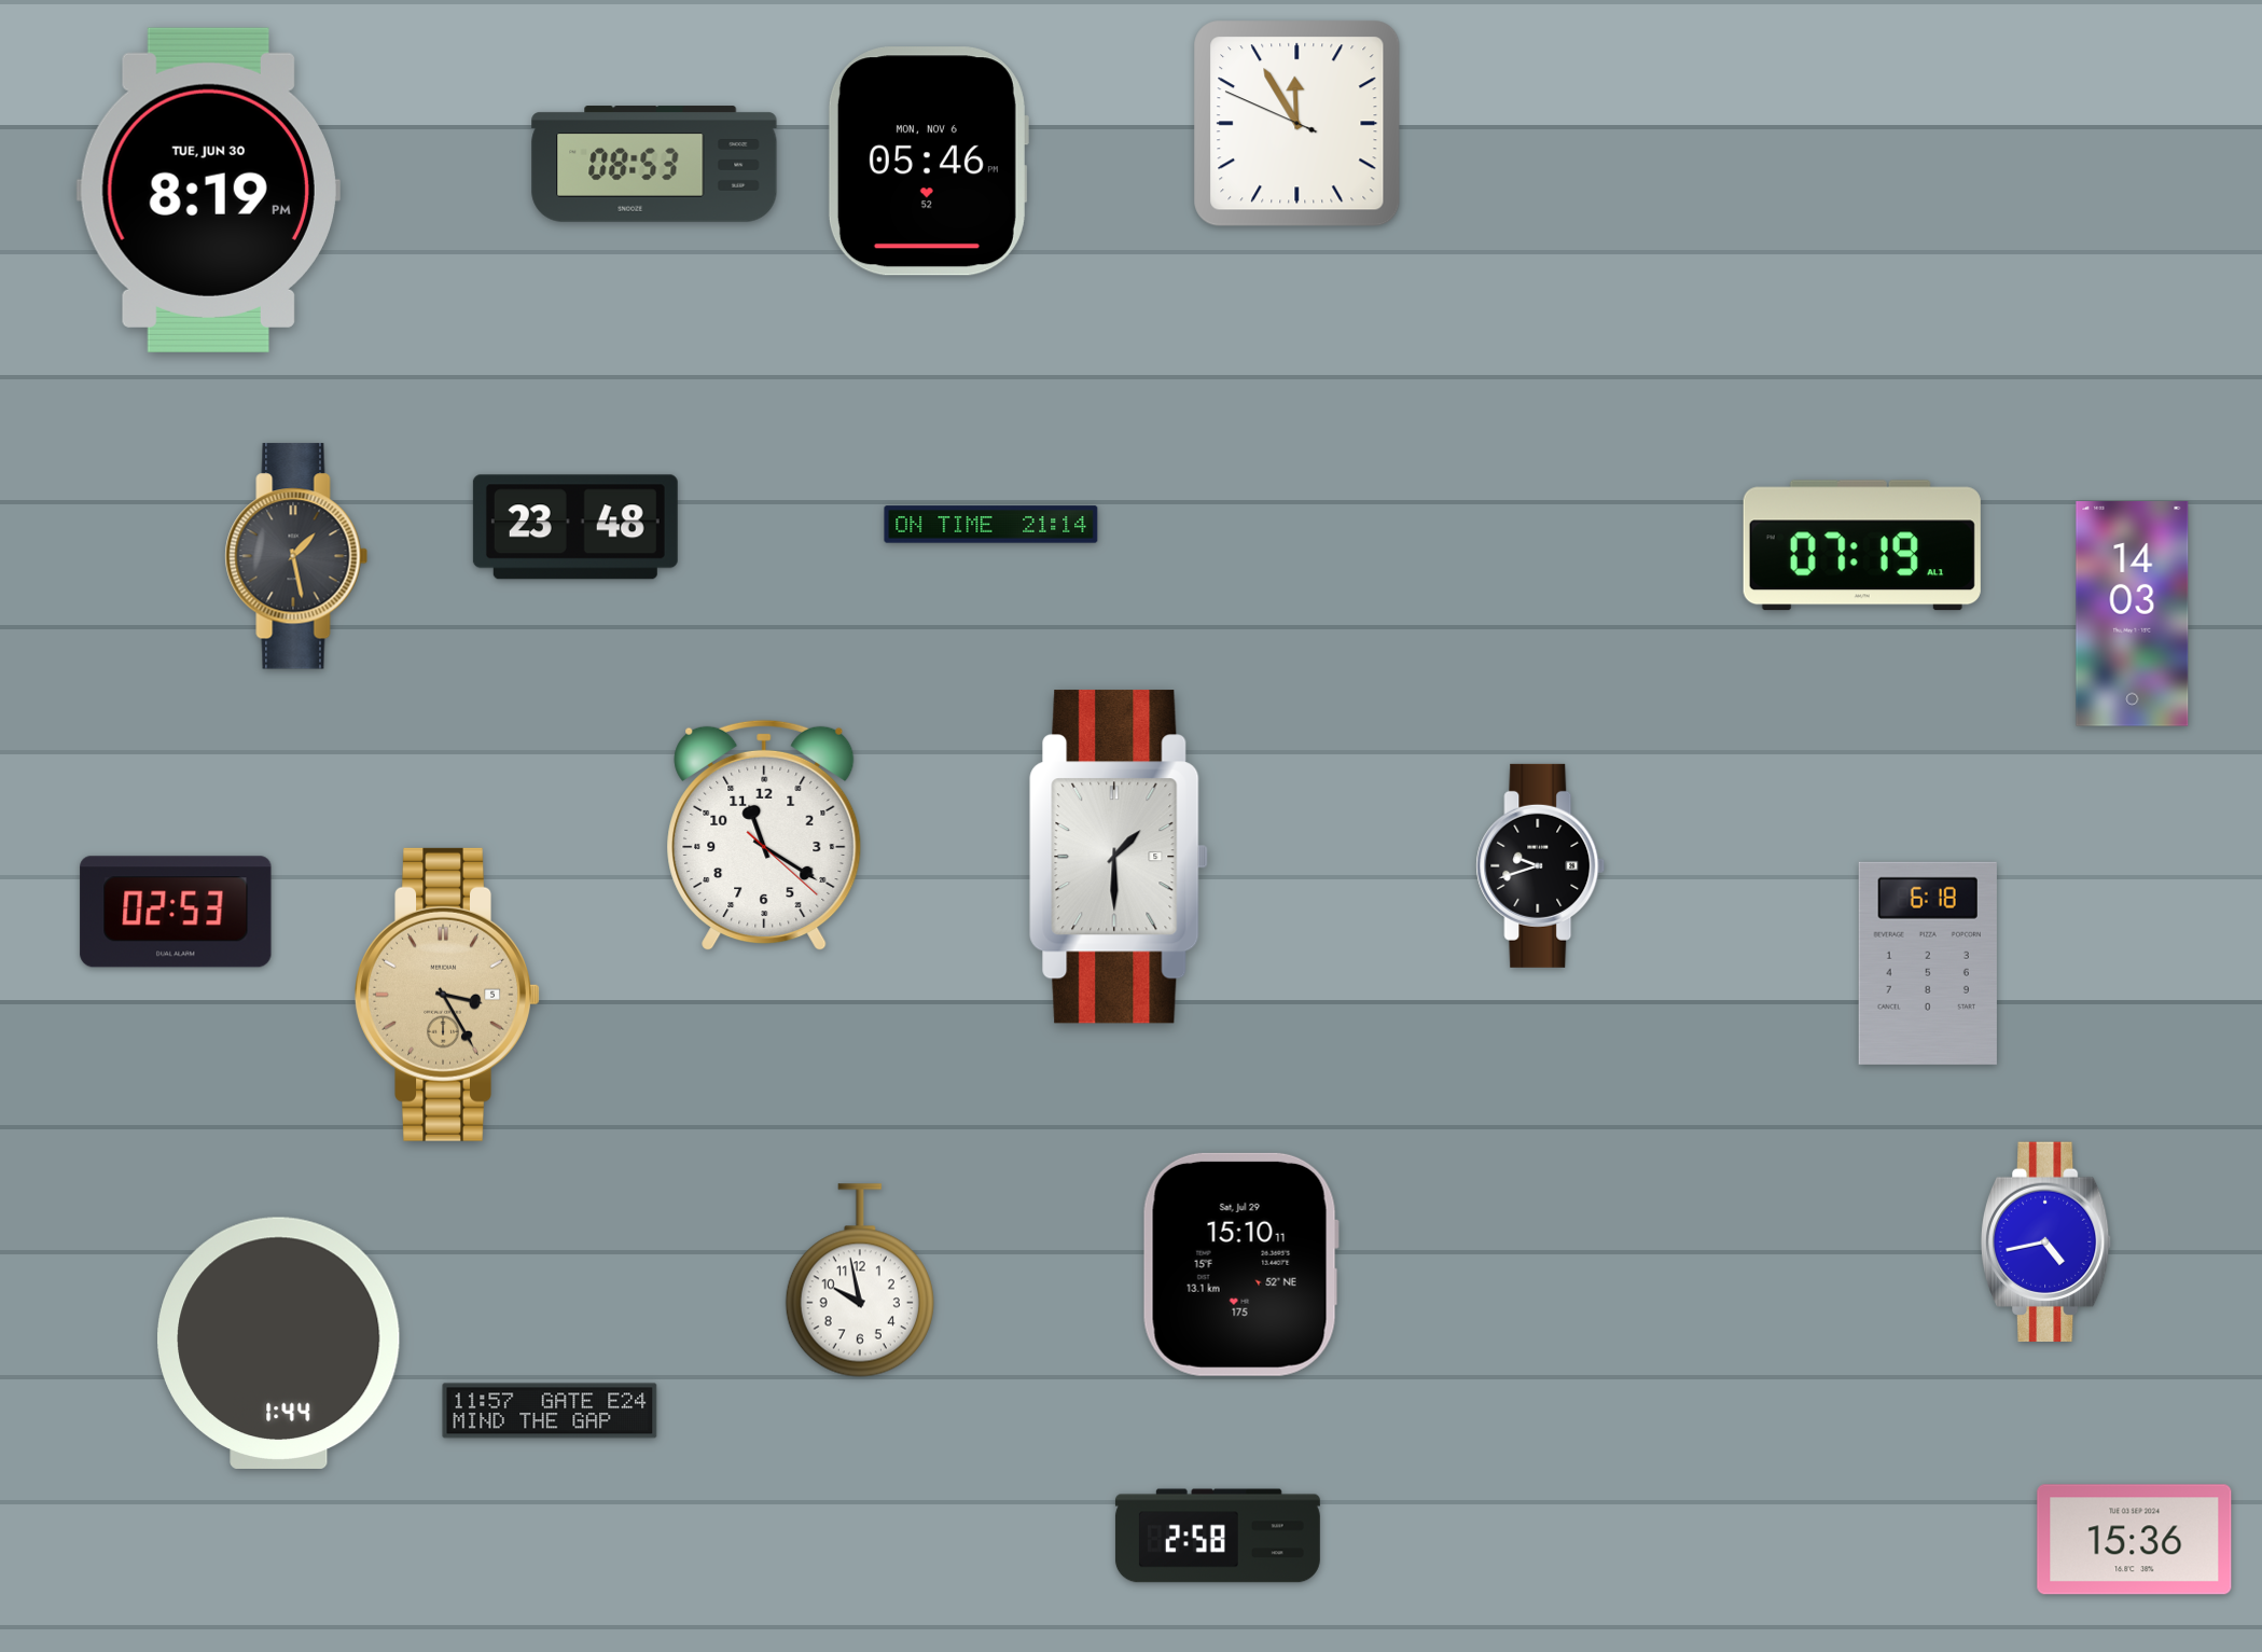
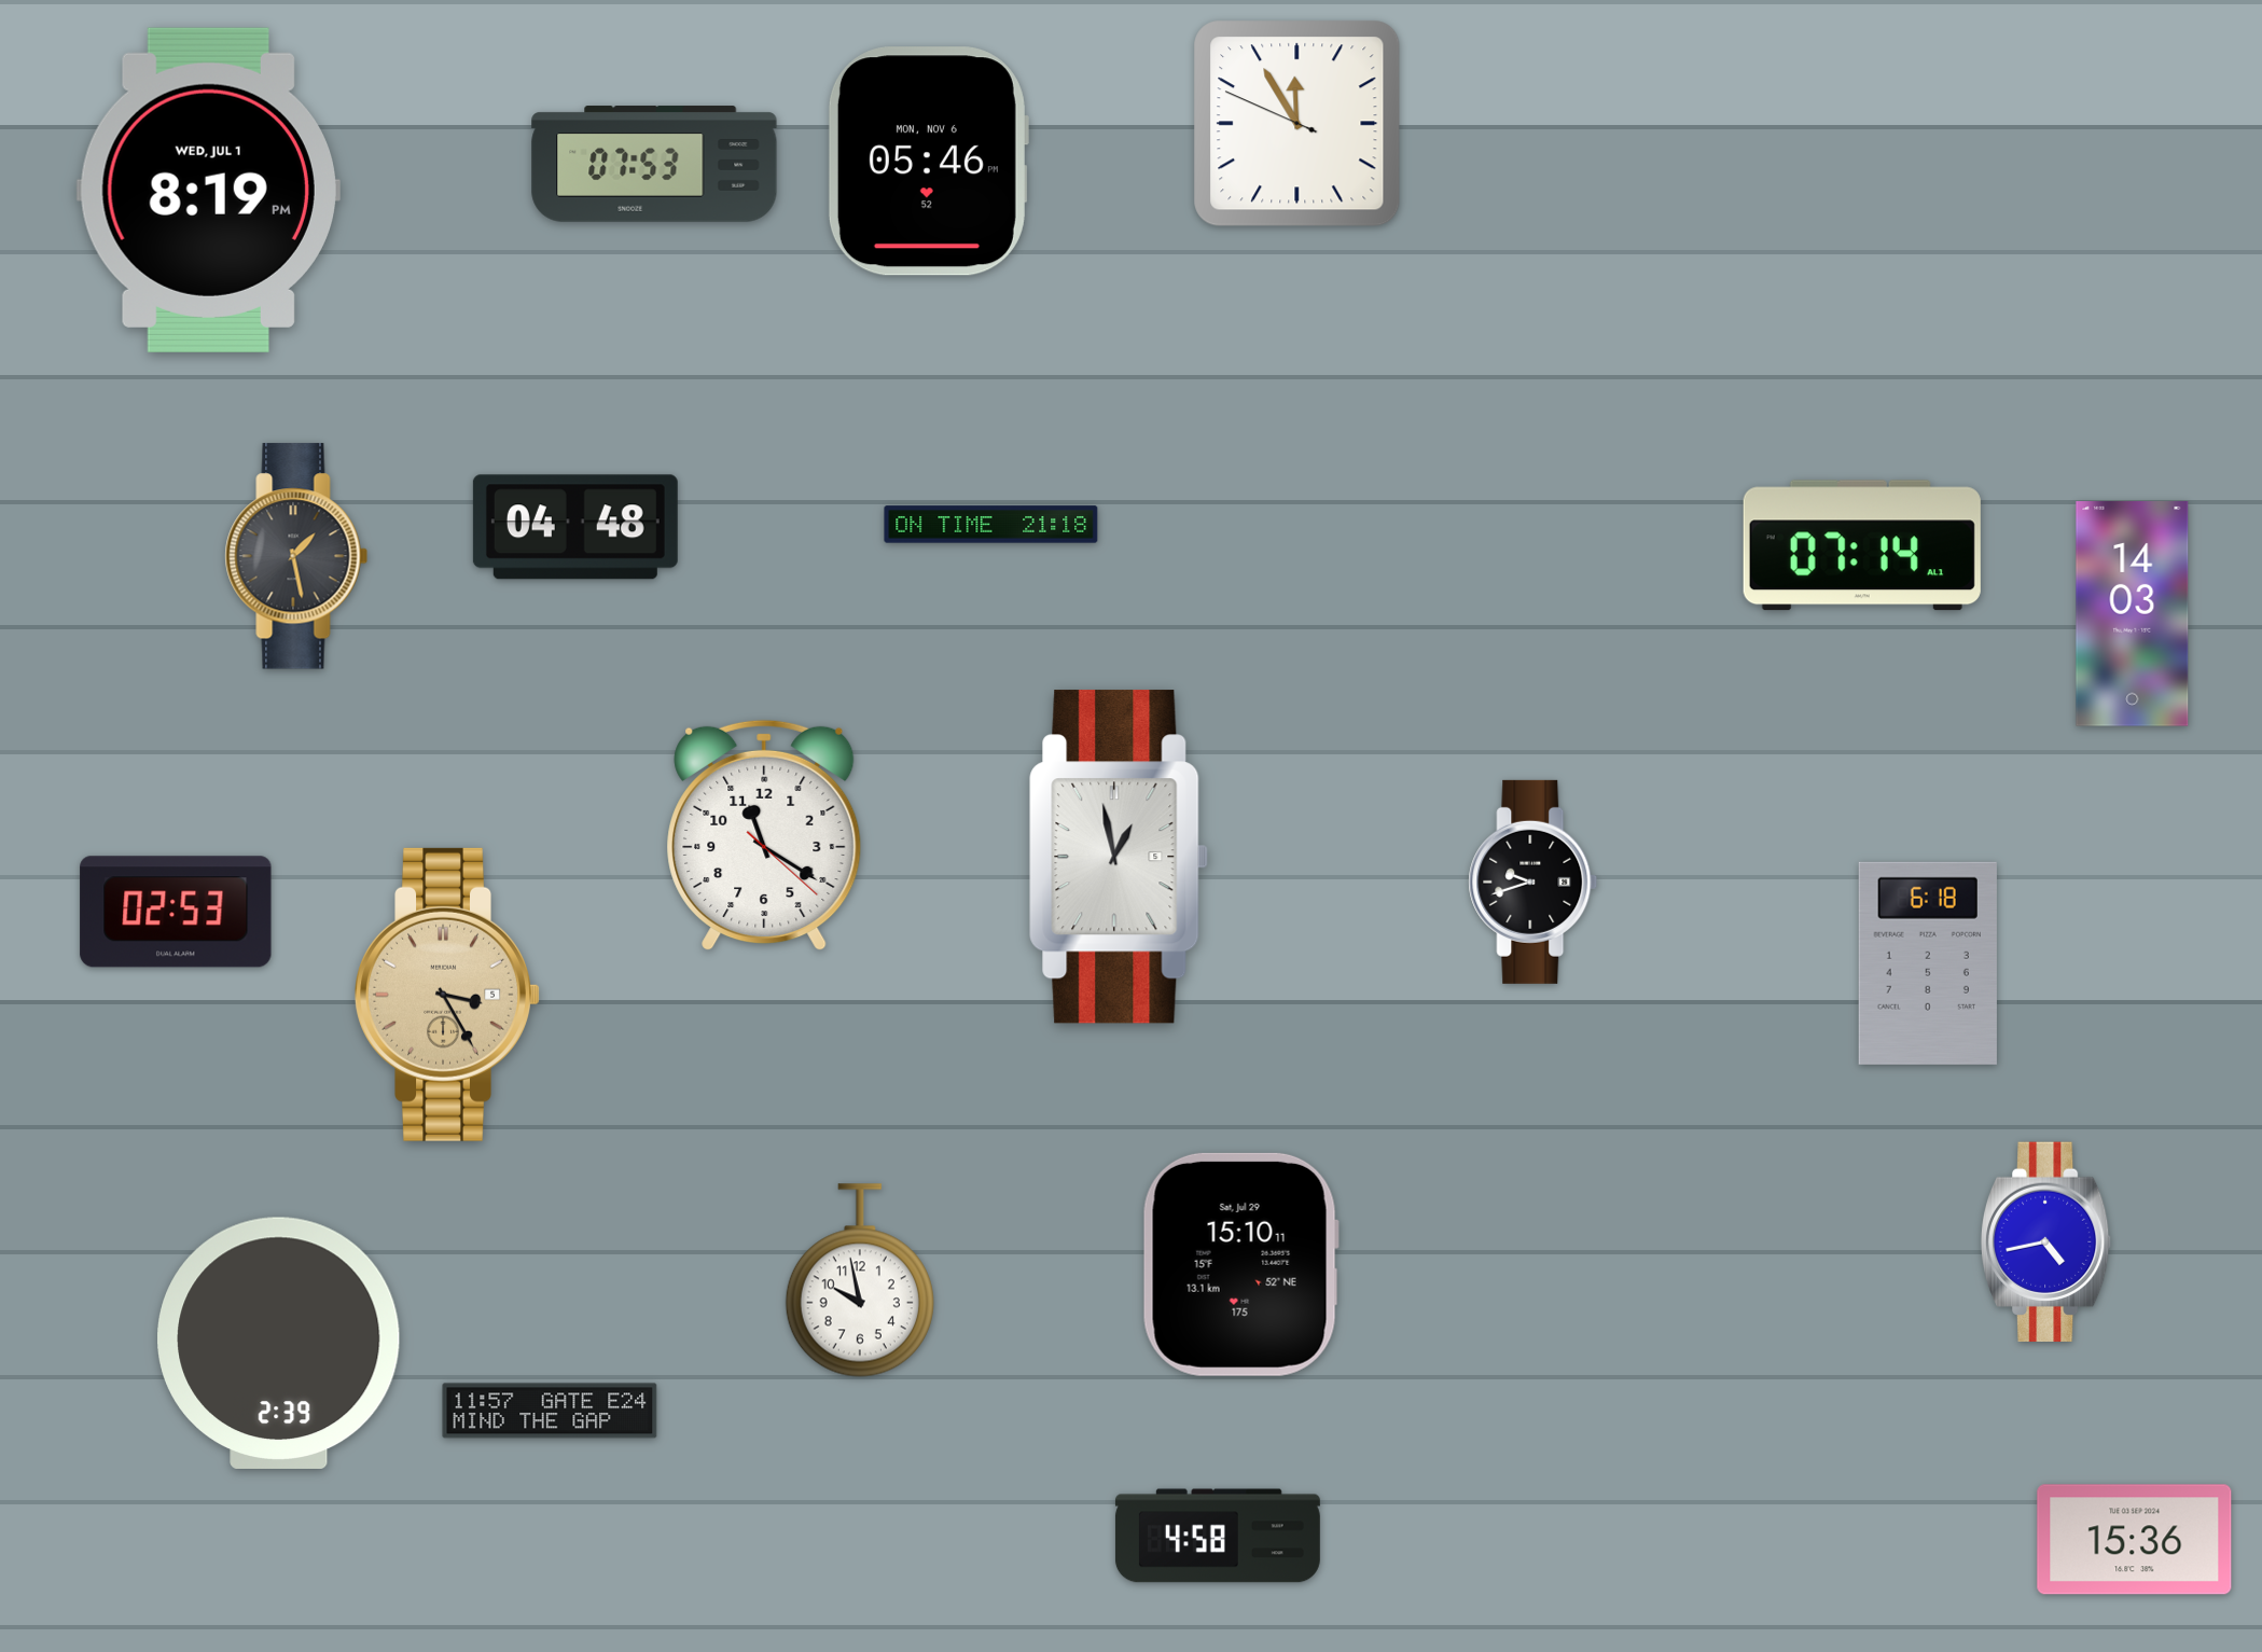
clock at (654, 164): 08:53 -> 07:53
clock at (208, 190) date: TUE, JUN 30 -> WED, JUL 1
clock at (991, 525): 21:14 -> 21:18
clock at (575, 527): 23:48 -> 04:48
clock at (1862, 545): 07:19 -> 07:14
clock at (1119, 857): 1:30 -> 12:58
clock at (1541, 865) position: (1541, 865) -> (1534, 881)
clock at (279, 1343): 1:44 -> 2:39
clock at (1218, 1536): 2:58 -> 4:58
